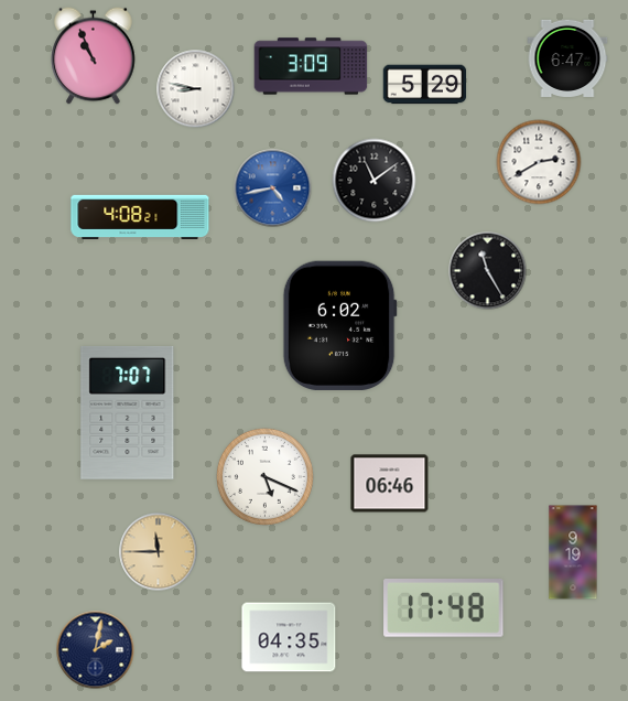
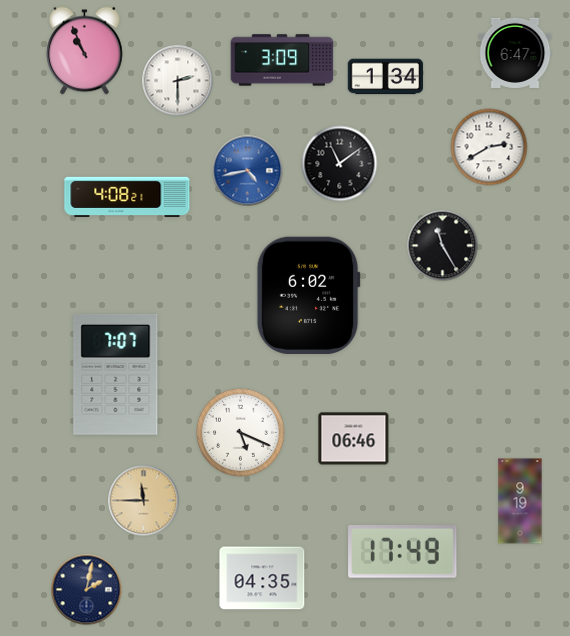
clock at (425, 85): 5:29 -> 1:34
clock at (196, 89): 8:47 -> 2:30
clock at (444, 608): 17:48 -> 17:49
